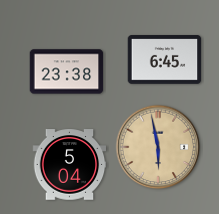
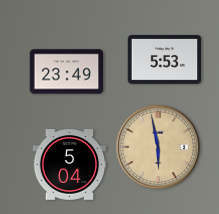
clock at (165, 60): 6:45 -> 5:53
clock at (67, 72): 23:38 -> 23:49
